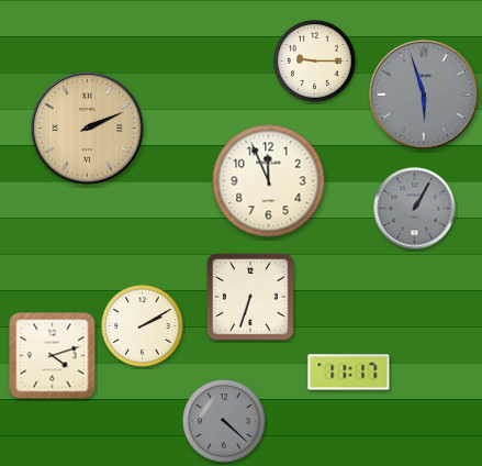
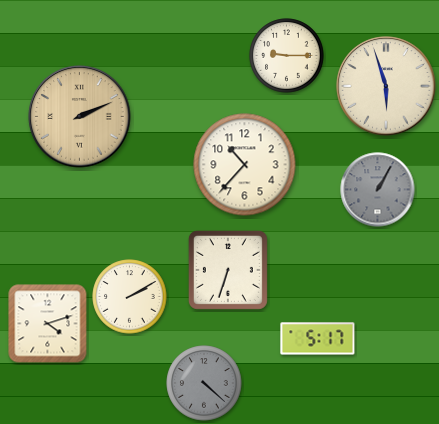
clock at (424, 95) dial: grey -> cream
clock at (269, 181): 11:56 -> 10:37
clock at (349, 373): 11:17 -> 5:17
